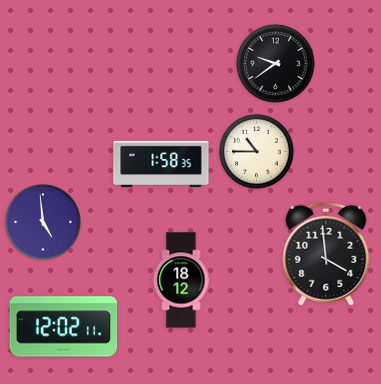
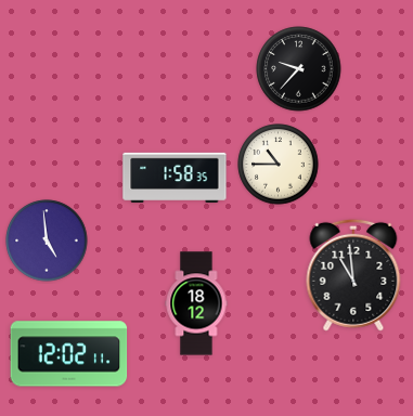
clock at (276, 64): 9:39 -> 9:37
clock at (326, 254): 3:59 -> 10:59
